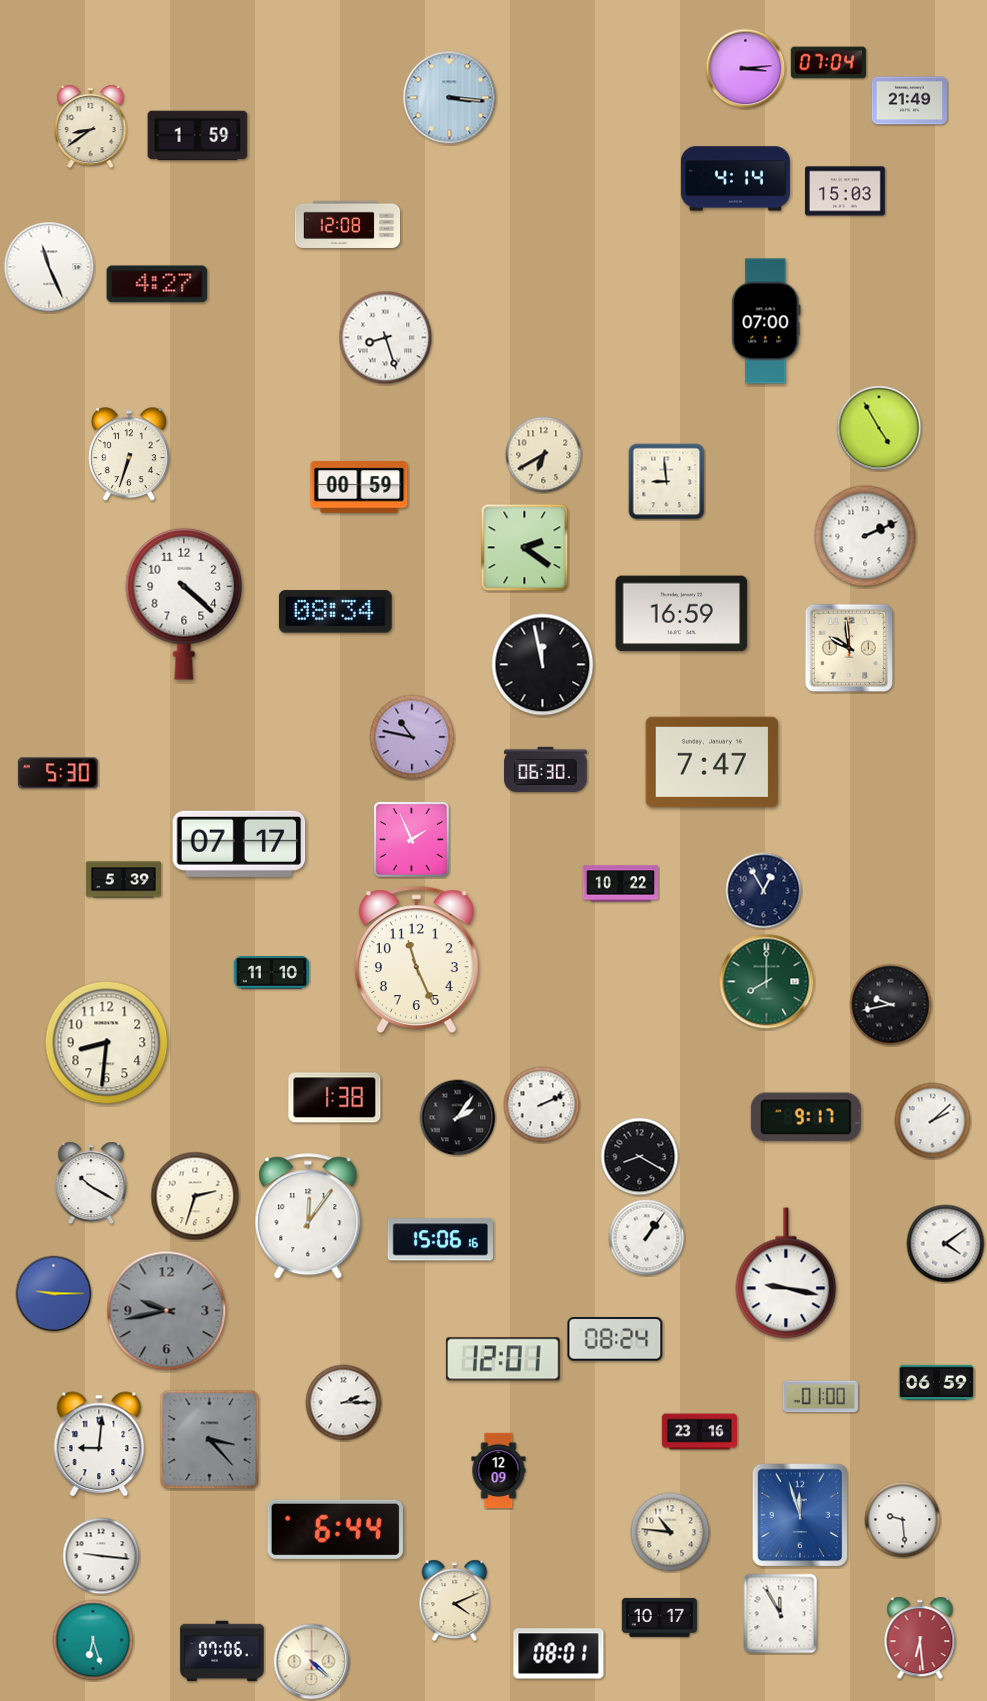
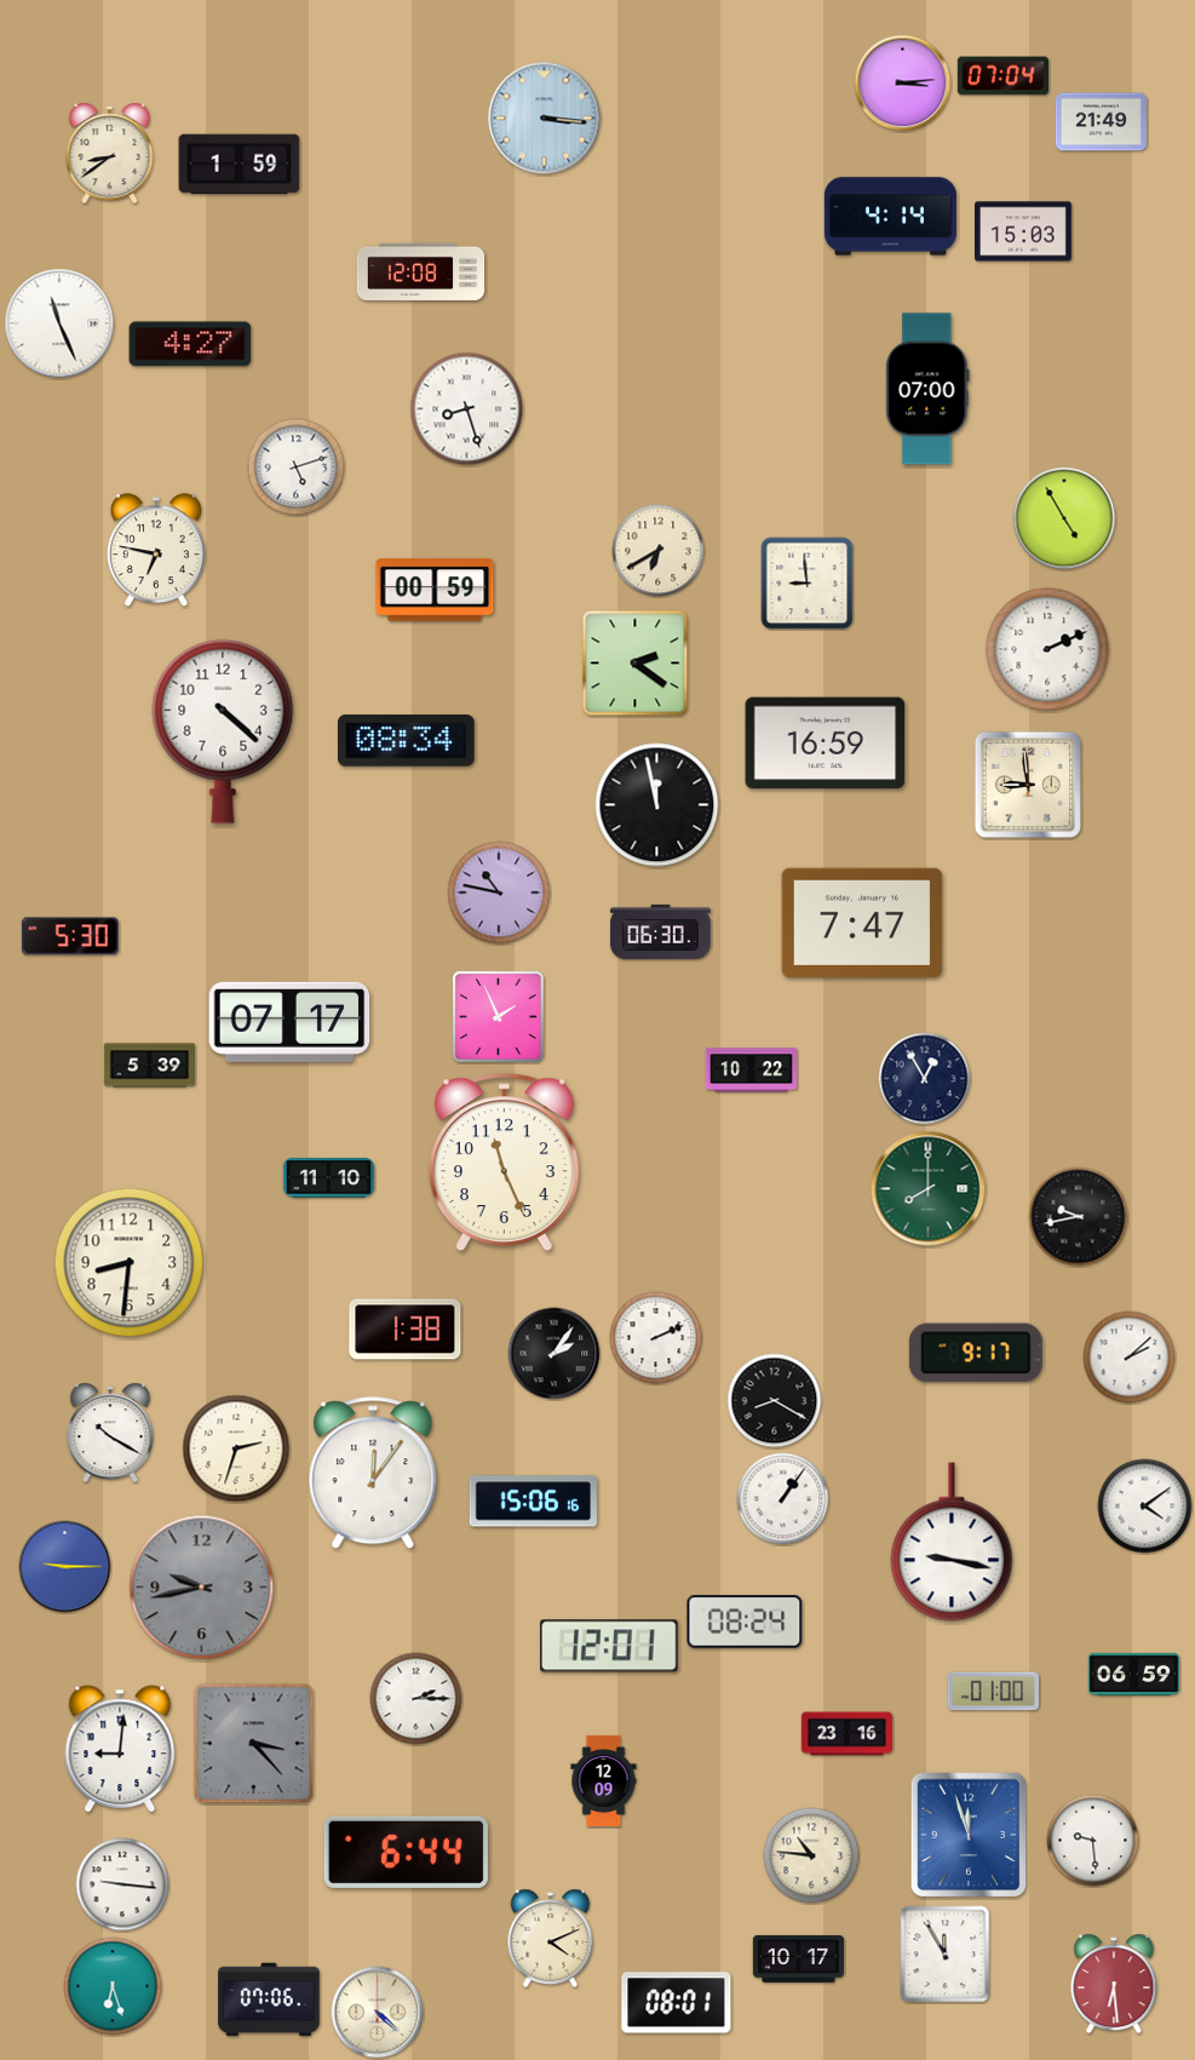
clock at (297, 467): none -> 5:12
clock at (129, 455): 6:33 -> 6:47
clock at (848, 647): 9:59 -> 8:59
